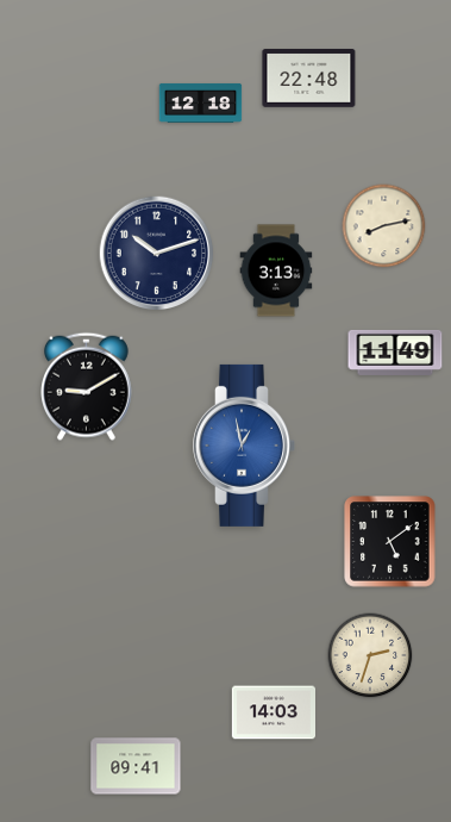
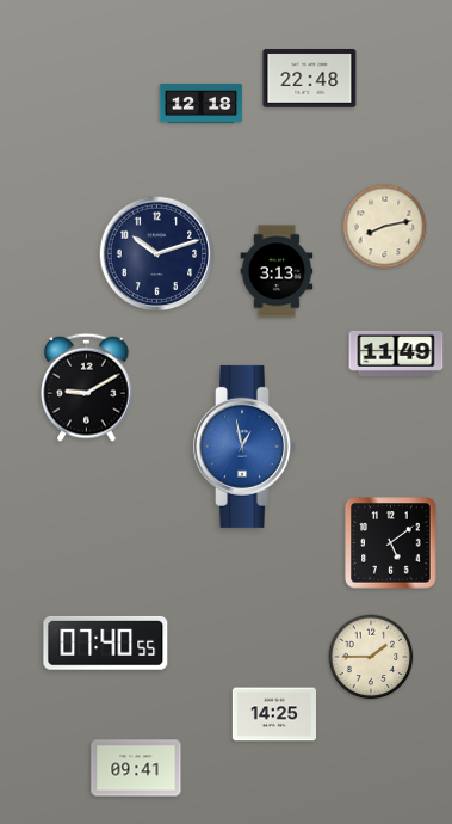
clock at (106, 642): none -> 07:40
clock at (370, 655): 2:33 -> 1:45
clock at (273, 712): 14:03 -> 14:25
